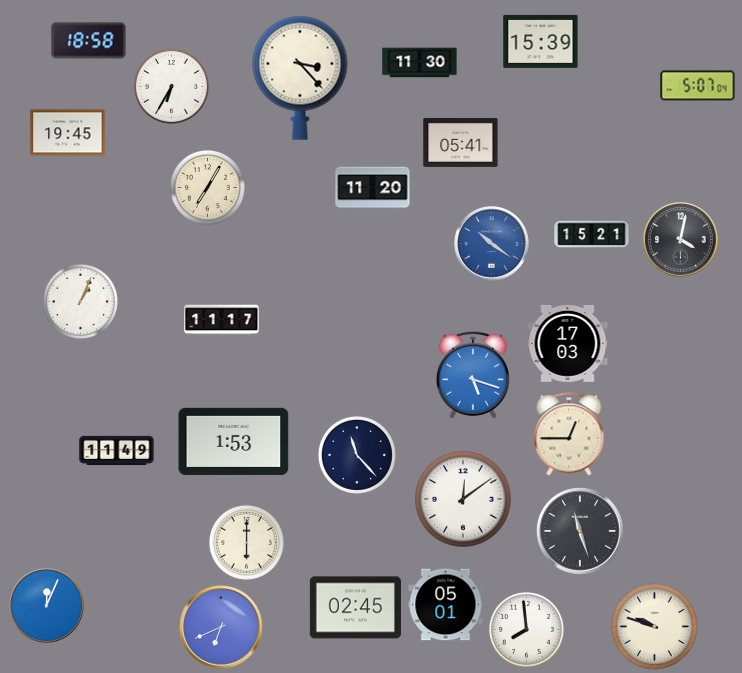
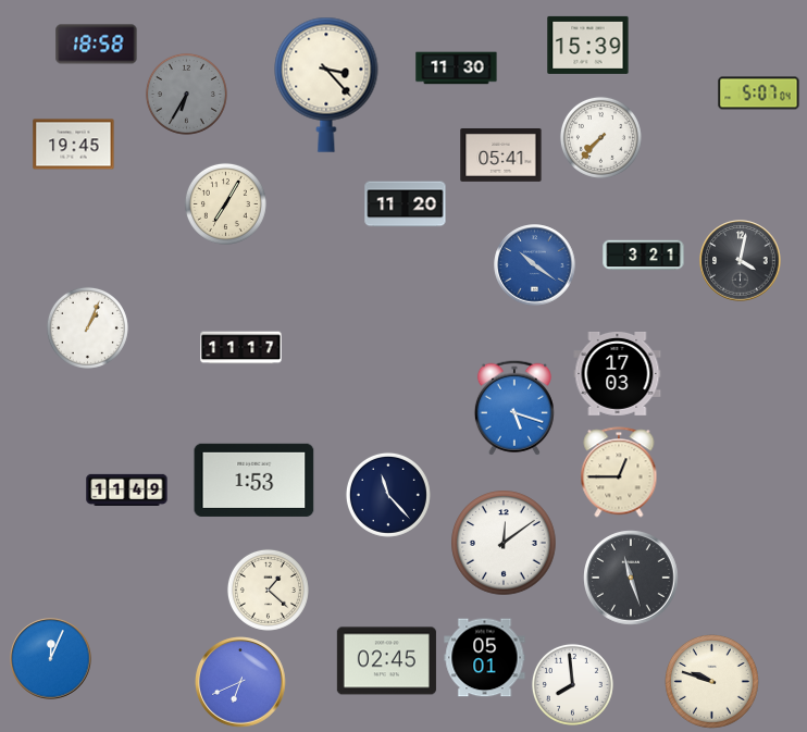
clock at (171, 86) dial: white -> grey
clock at (600, 137): none -> 7:37
clock at (592, 235): 15:21 -> 3:21
clock at (246, 542): 6:00 -> 1:22
